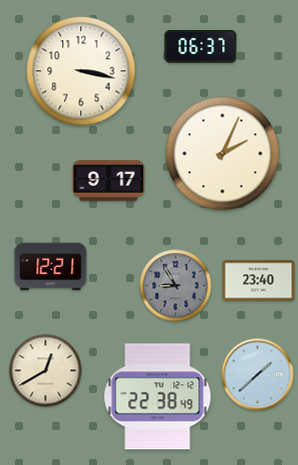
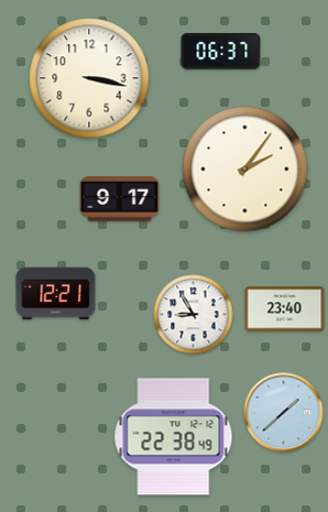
clock at (223, 154): 2:04 -> 2:06
clock at (176, 286) dial: grey -> white
clock at (46, 371): 12:40 -> none
